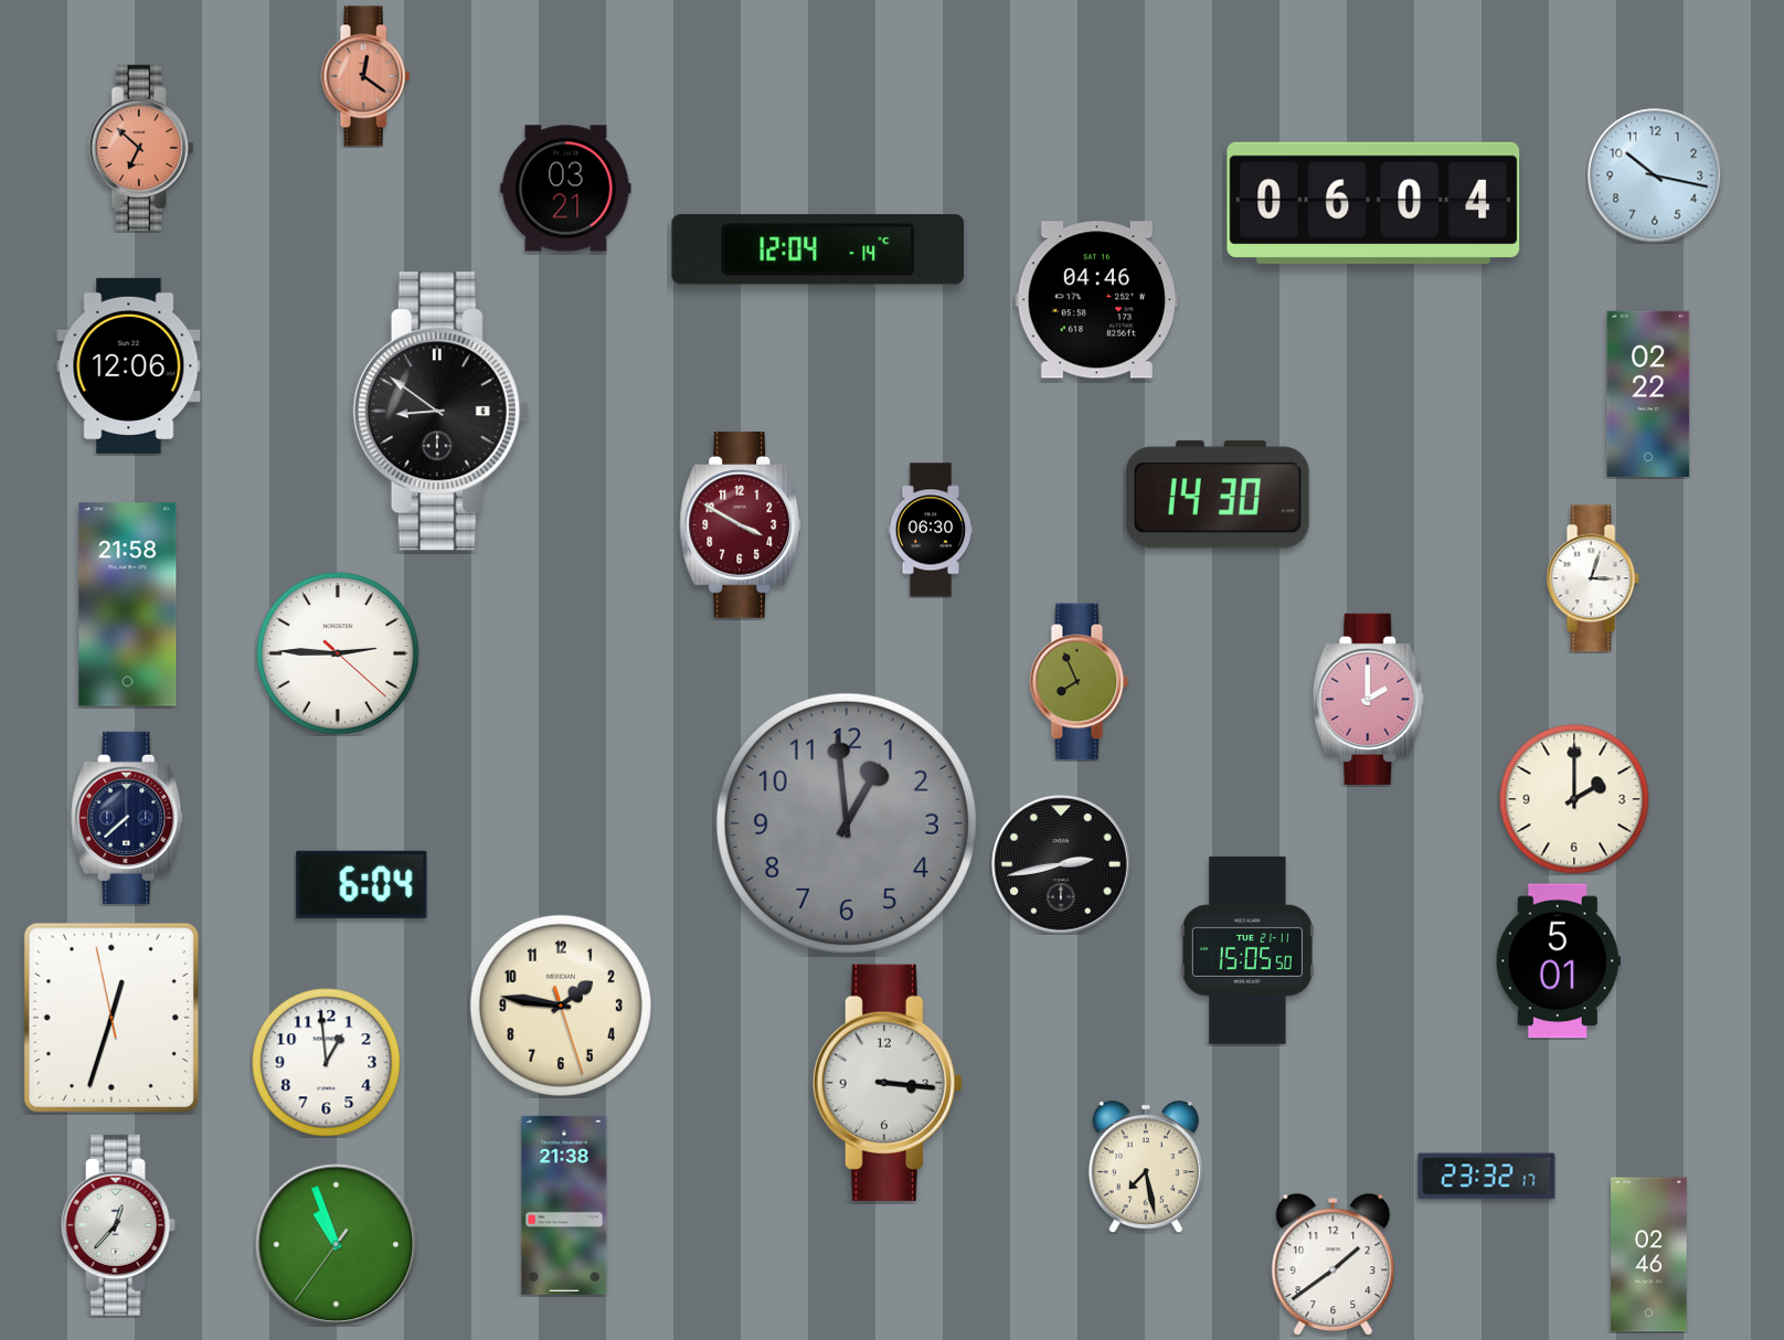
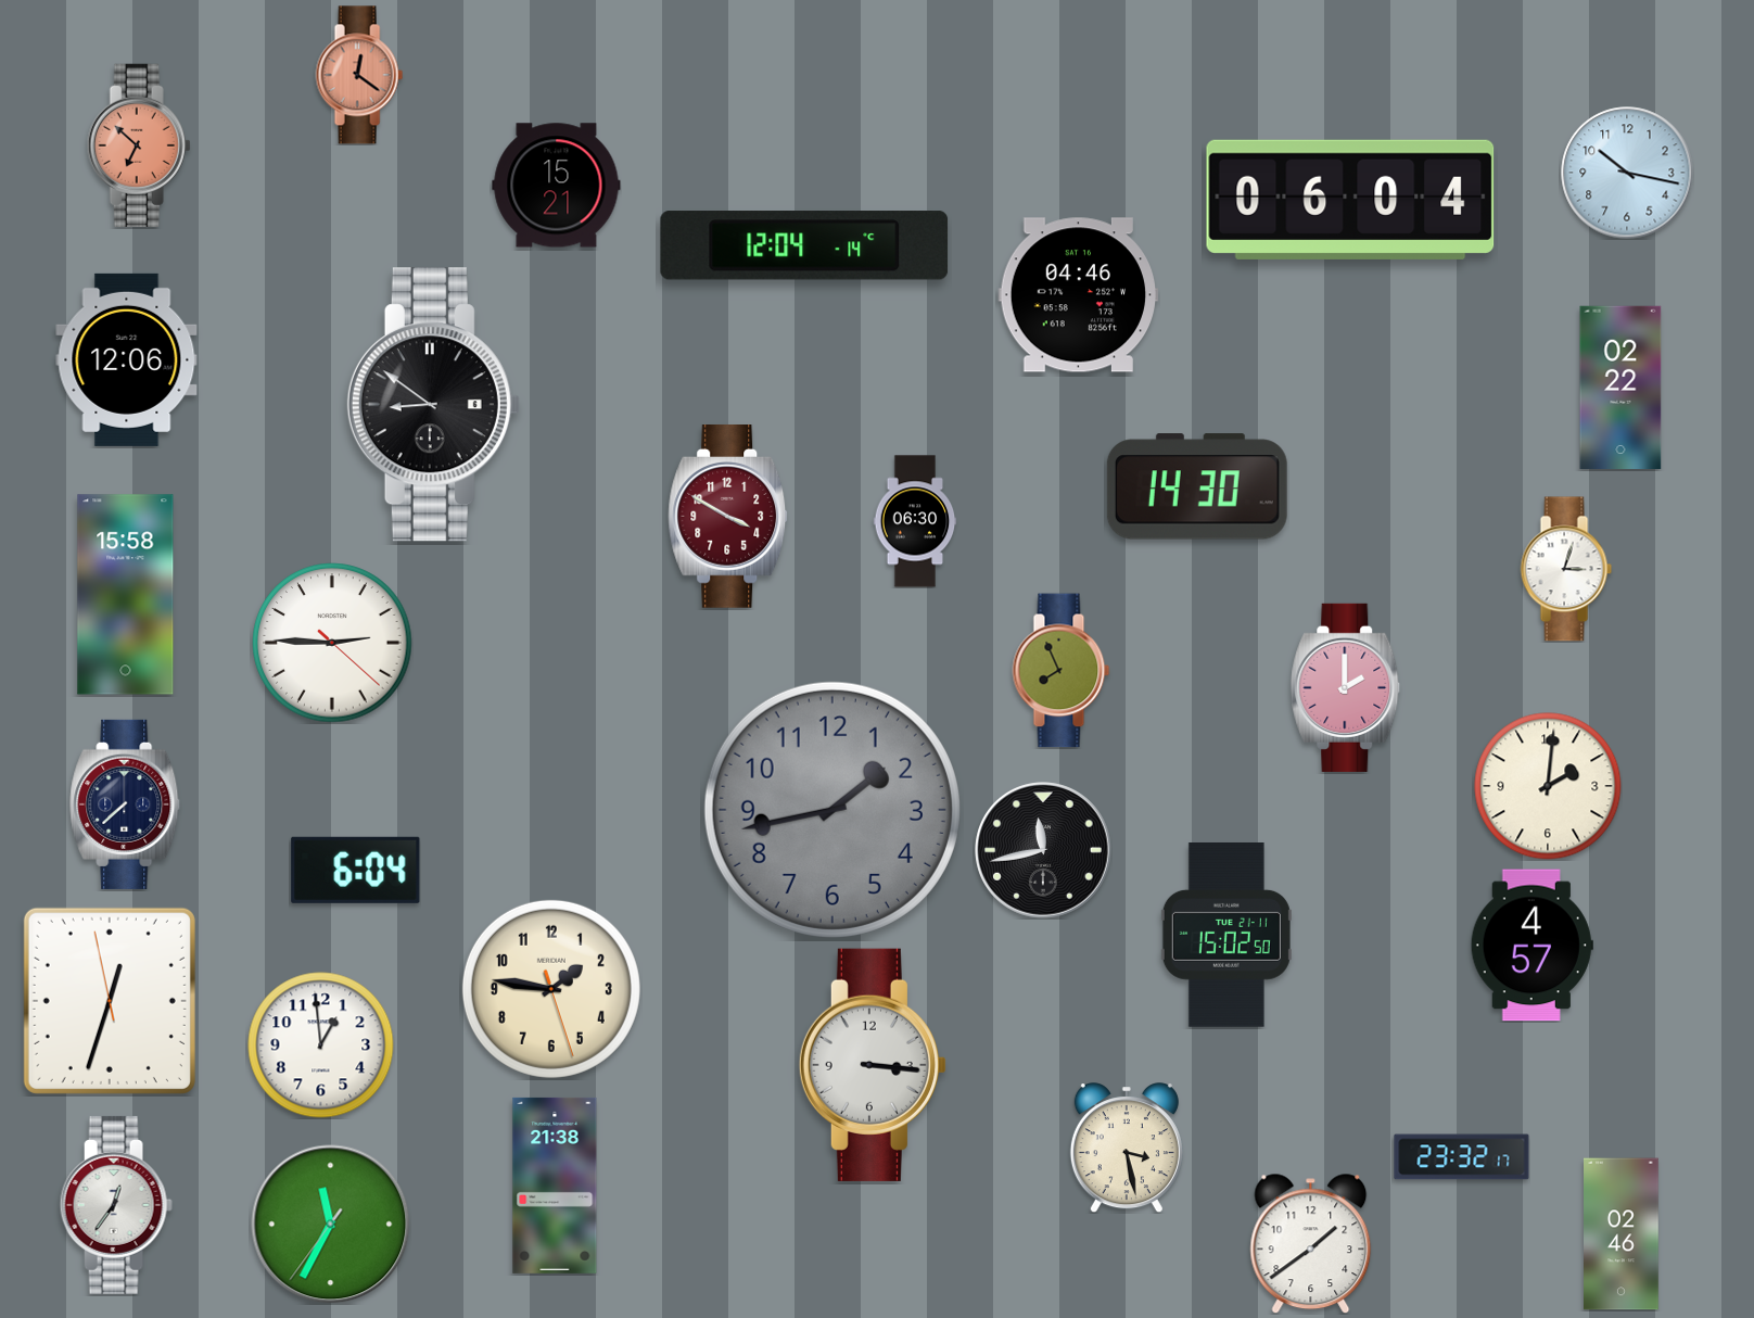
clock at (566, 189): 03:21 -> 15:21
clock at (128, 605): 21:58 -> 15:58
clock at (1574, 799): 2:00 -> 2:01
clock at (847, 823): 12:59 -> 1:43
clock at (1061, 864): 2:43 -> 11:43
clock at (1247, 951): 15:05 -> 15:02
clock at (1558, 961): 5:01 -> 4:57
clock at (1146, 1167): 7:28 -> 3:28
clock at (118, 1225): 12:37 -> 12:36
clock at (337, 1245): 10:56 -> 11:34
